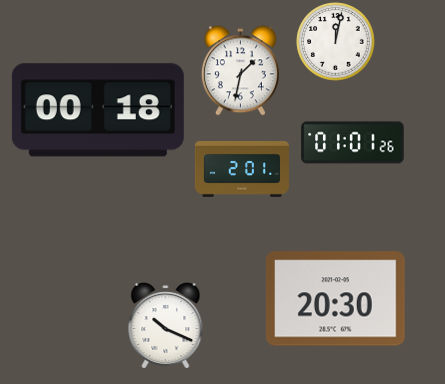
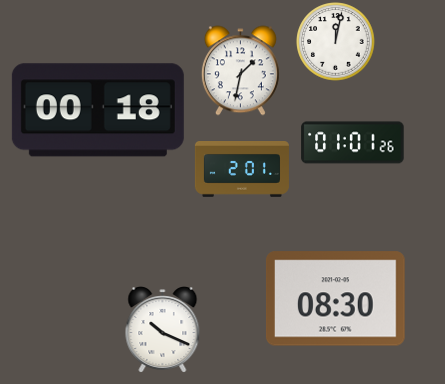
clock at (336, 299): 20:30 -> 08:30
clock at (166, 326) position: (166, 326) -> (163, 330)
